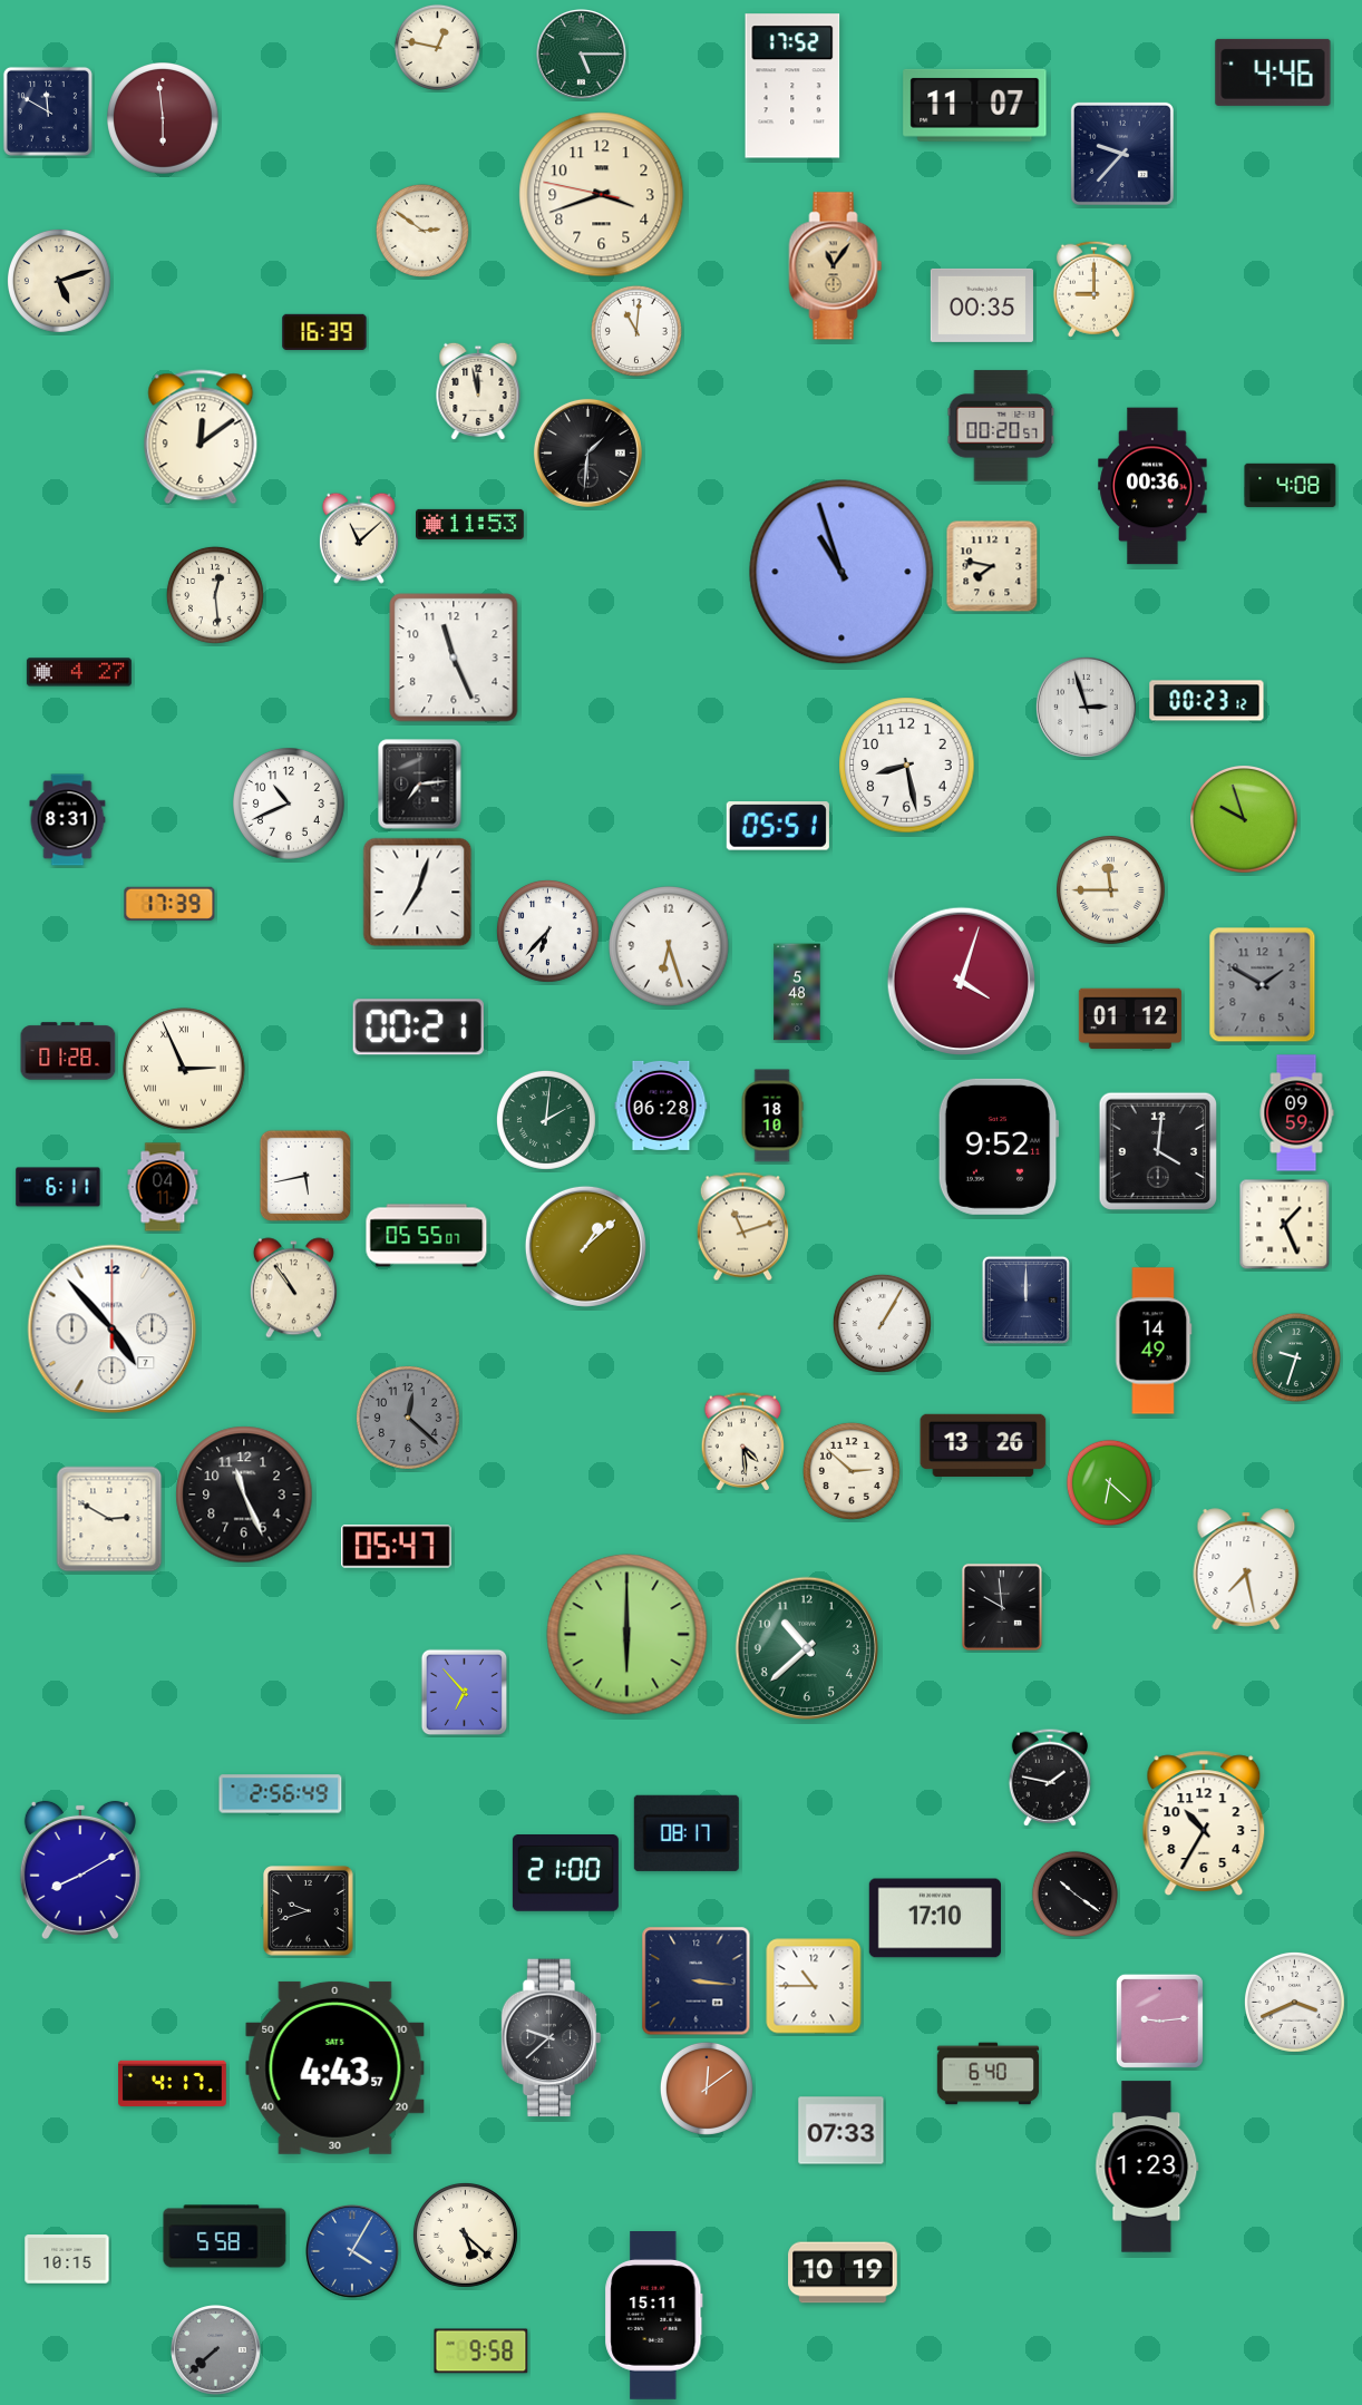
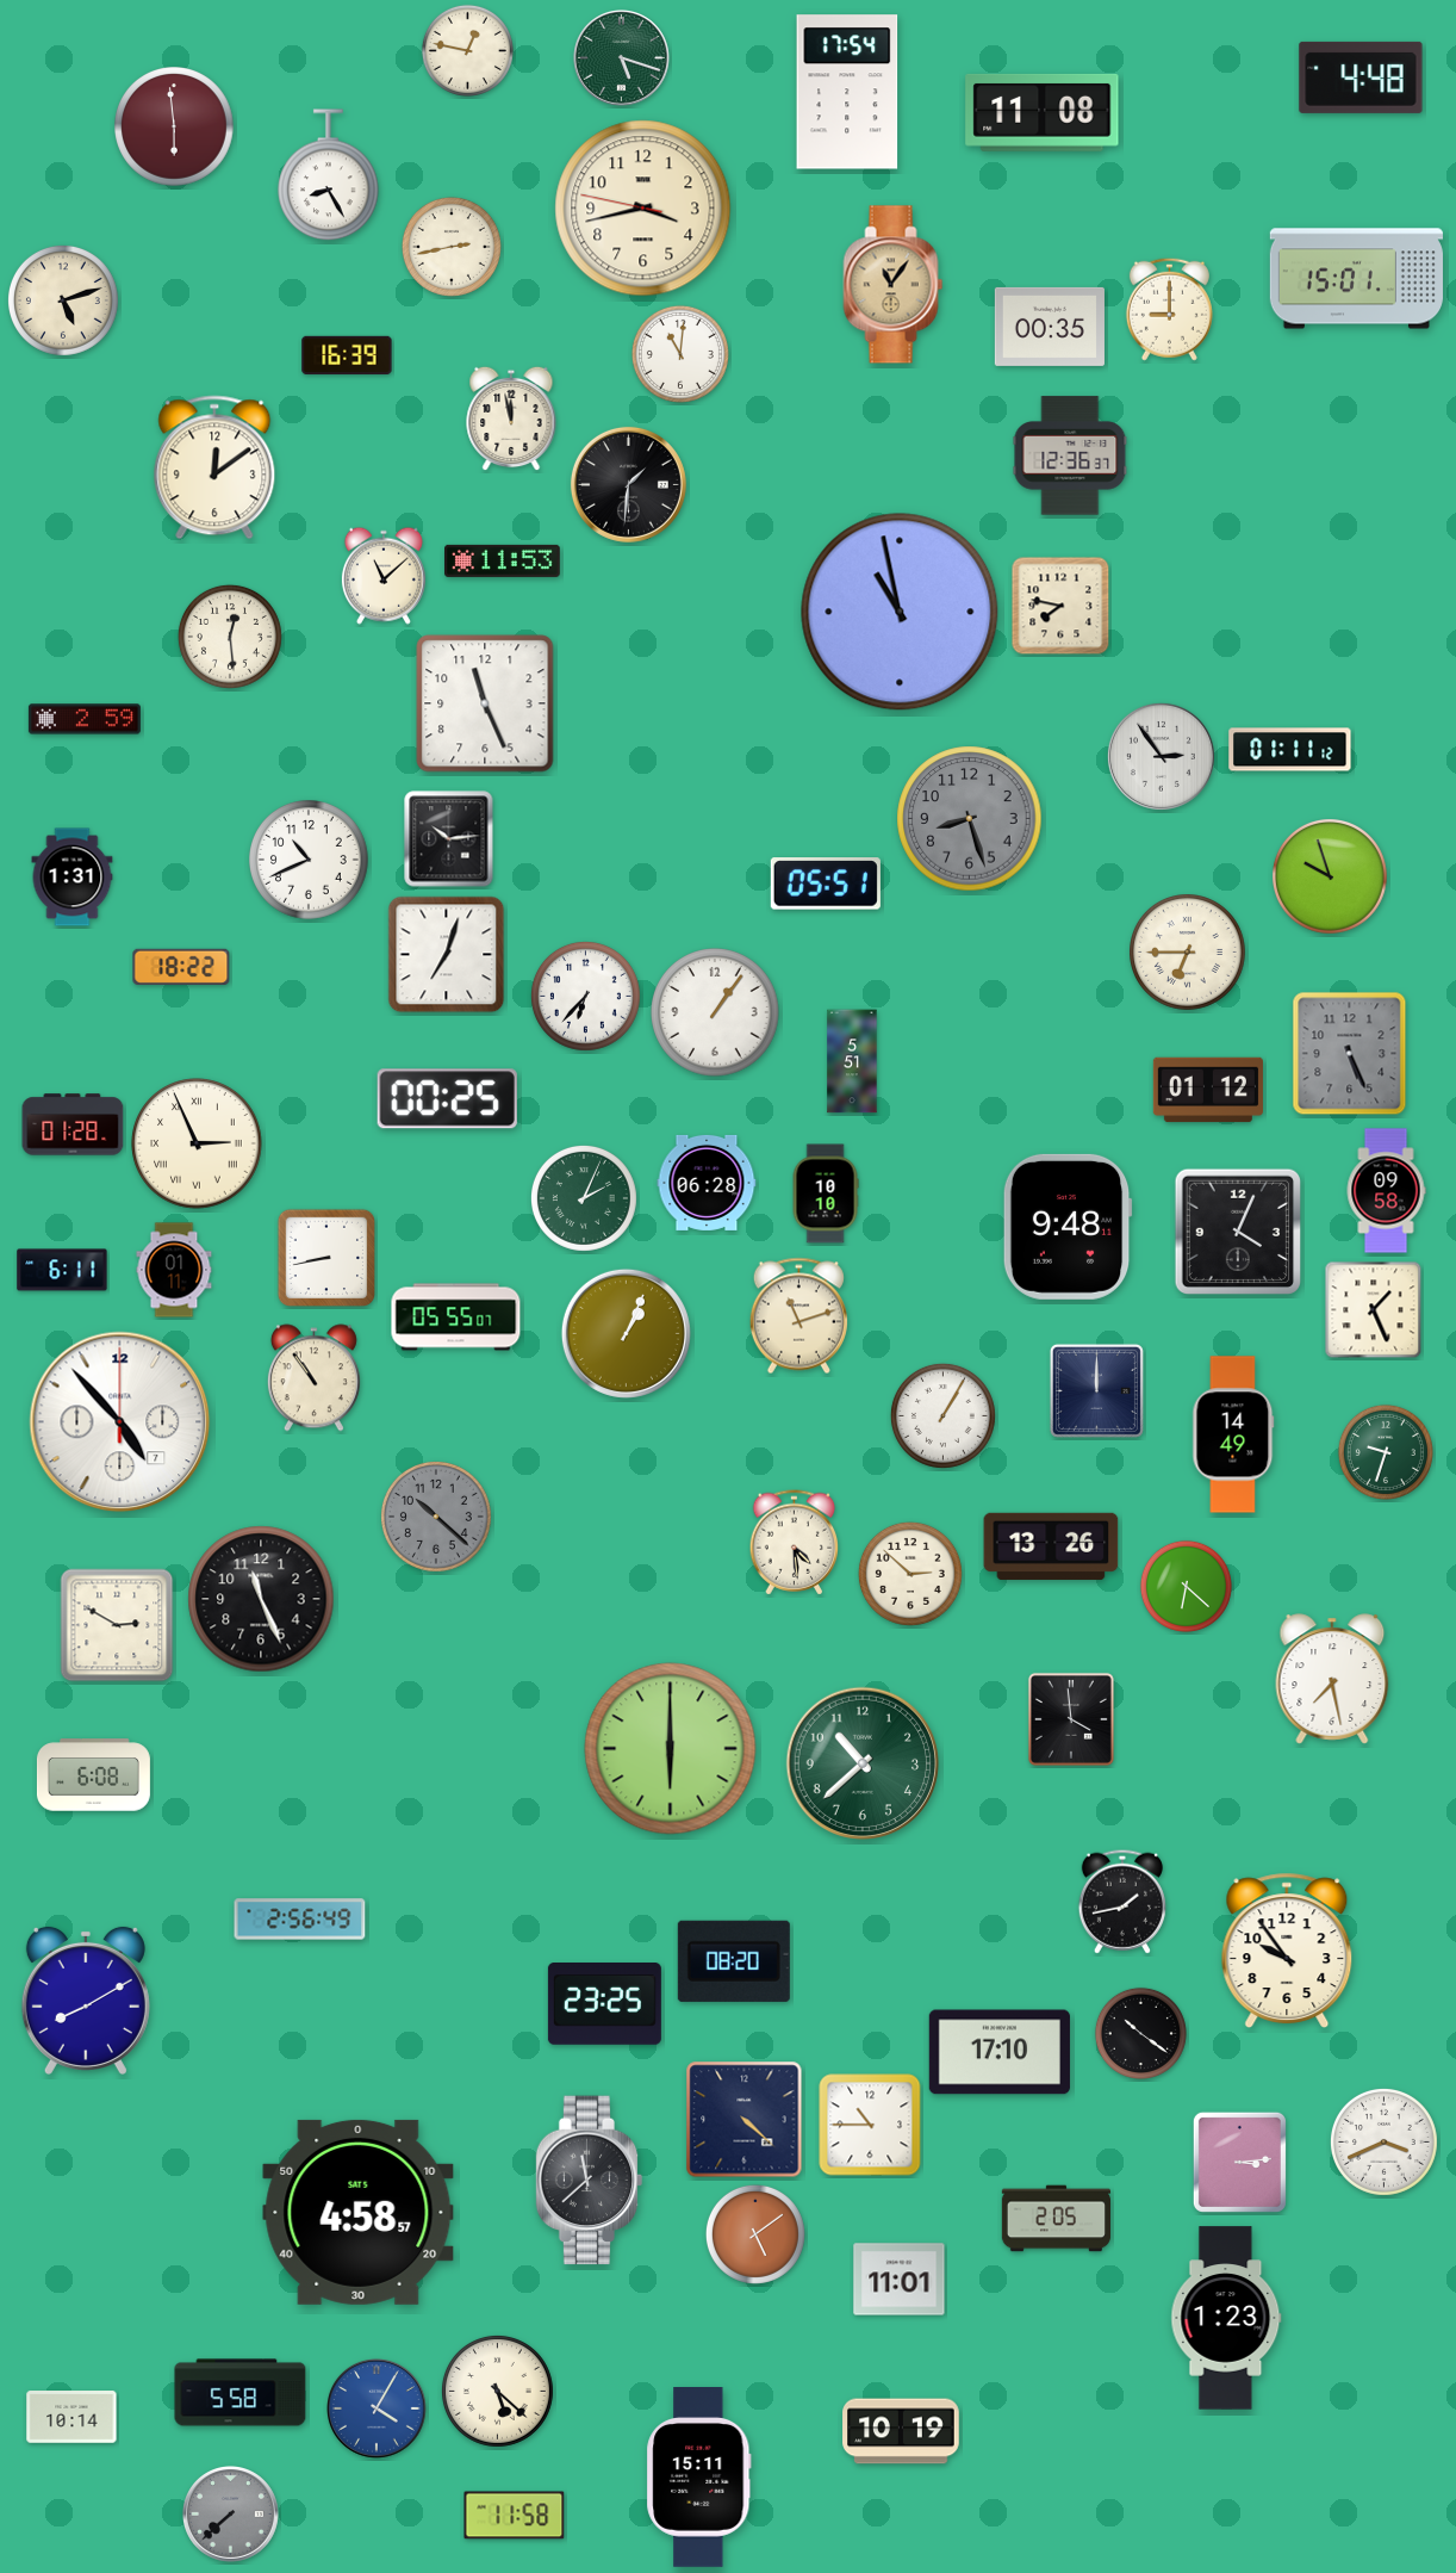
clock at (582, 55): 5:15 -> 5:18
clock at (1273, 72): 4:46 -> 4:48
clock at (792, 86): 17:52 -> 17:54
clock at (975, 105): 11:07 -> 11:08
clock at (48, 111): 11:50 -> none
clock at (1122, 154): 9:37 -> none
clock at (329, 175): none -> 8:25
clock at (602, 195): 3:41 -> 3:42
clock at (422, 231): 2:51 -> 2:43
clock at (1356, 279): none -> 15:01
clock at (1001, 426): 00:20 -> 12:36
clock at (1152, 486): 00:36 -> none
clock at (1291, 486): 4:08 -> none
clock at (841, 572): 10:57 -> 10:58
clock at (79, 672): 4:27 -> 2:59
clock at (1207, 701): 00:23 -> 01:11
clock at (1086, 707): 2:57 -> 2:54
clock at (907, 766): 8:28 -> 8:27
clock at (907, 766) dial: white -> grey
clock at (420, 785): 7:14 -> 10:14
clock at (68, 820): 8:31 -> 1:31
clock at (778, 826) position: (778, 826) -> (826, 883)
clock at (1111, 890): 11:45 -> 6:45
clock at (169, 904): 17:39 -> 18:22
clock at (669, 946): 6:27 -> 1:06
clock at (962, 982): 4:03 -> none
clock at (1263, 985): 1:50 -> 5:26
clock at (797, 992): 5:48 -> 5:51
clock at (418, 1028): 00:21 -> 00:25
clock at (1296, 1113): 09:59 -> 09:58
clock at (772, 1116): 18:10 -> 10:10
clock at (546, 1120): 2:01 -> 2:04
clock at (999, 1147): 9:52 -> 9:48
clock at (1158, 1151): 4:01 -> 4:04
clock at (304, 1175): 5:43 -> 8:43
clock at (163, 1187): 04:11 -> 01:11
clock at (742, 1227) position: (742, 1227) -> (798, 1316)
clock at (427, 1236) position: (427, 1236) -> (456, 1317)
clock at (585, 1246): 1:08 -> 1:04
clock at (408, 1418): 12:22 -> 10:22
clock at (397, 1547): 05:47 -> none
clock at (1002, 1607): 9:59 -> 3:59
clock at (93, 1775): none -> 6:08
clock at (465, 1693): 6:53 -> none
clock at (1050, 1778): 1:47 -> 1:43
clock at (1204, 1822): 10:35 -> 9:54
clock at (687, 1833): 08:17 -> 08:20
clock at (565, 1873): 21:00 -> 23:25
clock at (1074, 1893) position: (1074, 1893) -> (1140, 2033)
clock at (309, 1911): 9:42 -> none
clock at (697, 1982): 3:16 -> 4:22
clock at (1159, 2021): 9:14 -> 3:14
clock at (552, 2038): 9:38 -> 11:38
clock at (335, 2067): 4:43 -> 4:58
clock at (989, 2074): 6:40 -> 2:05
clock at (173, 2083): 4:17 -> none
clock at (707, 2088): 12:09 -> 5:09
clock at (841, 2131): 07:33 -> 11:01
clock at (67, 2259): 10:15 -> 10:14
clock at (481, 2352): 9:58 -> 11:58
